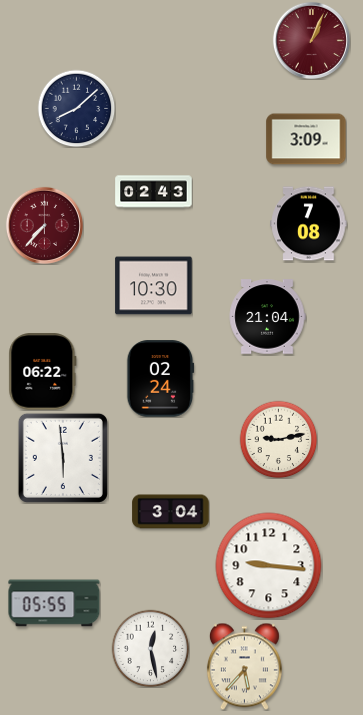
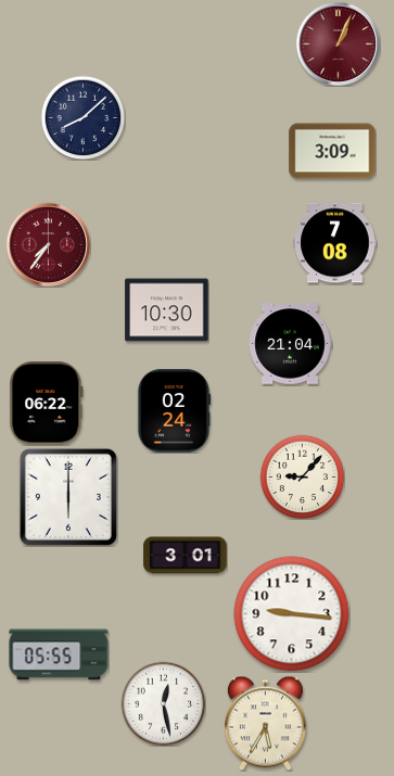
clock at (154, 192): 02:43 -> none
clock at (44, 225): 7:37 -> 7:36
clock at (278, 439): 9:13 -> 9:07
clock at (63, 458): 5:59 -> 6:00
clock at (171, 512): 3:04 -> 3:01
clock at (244, 666): 5:37 -> 5:35
